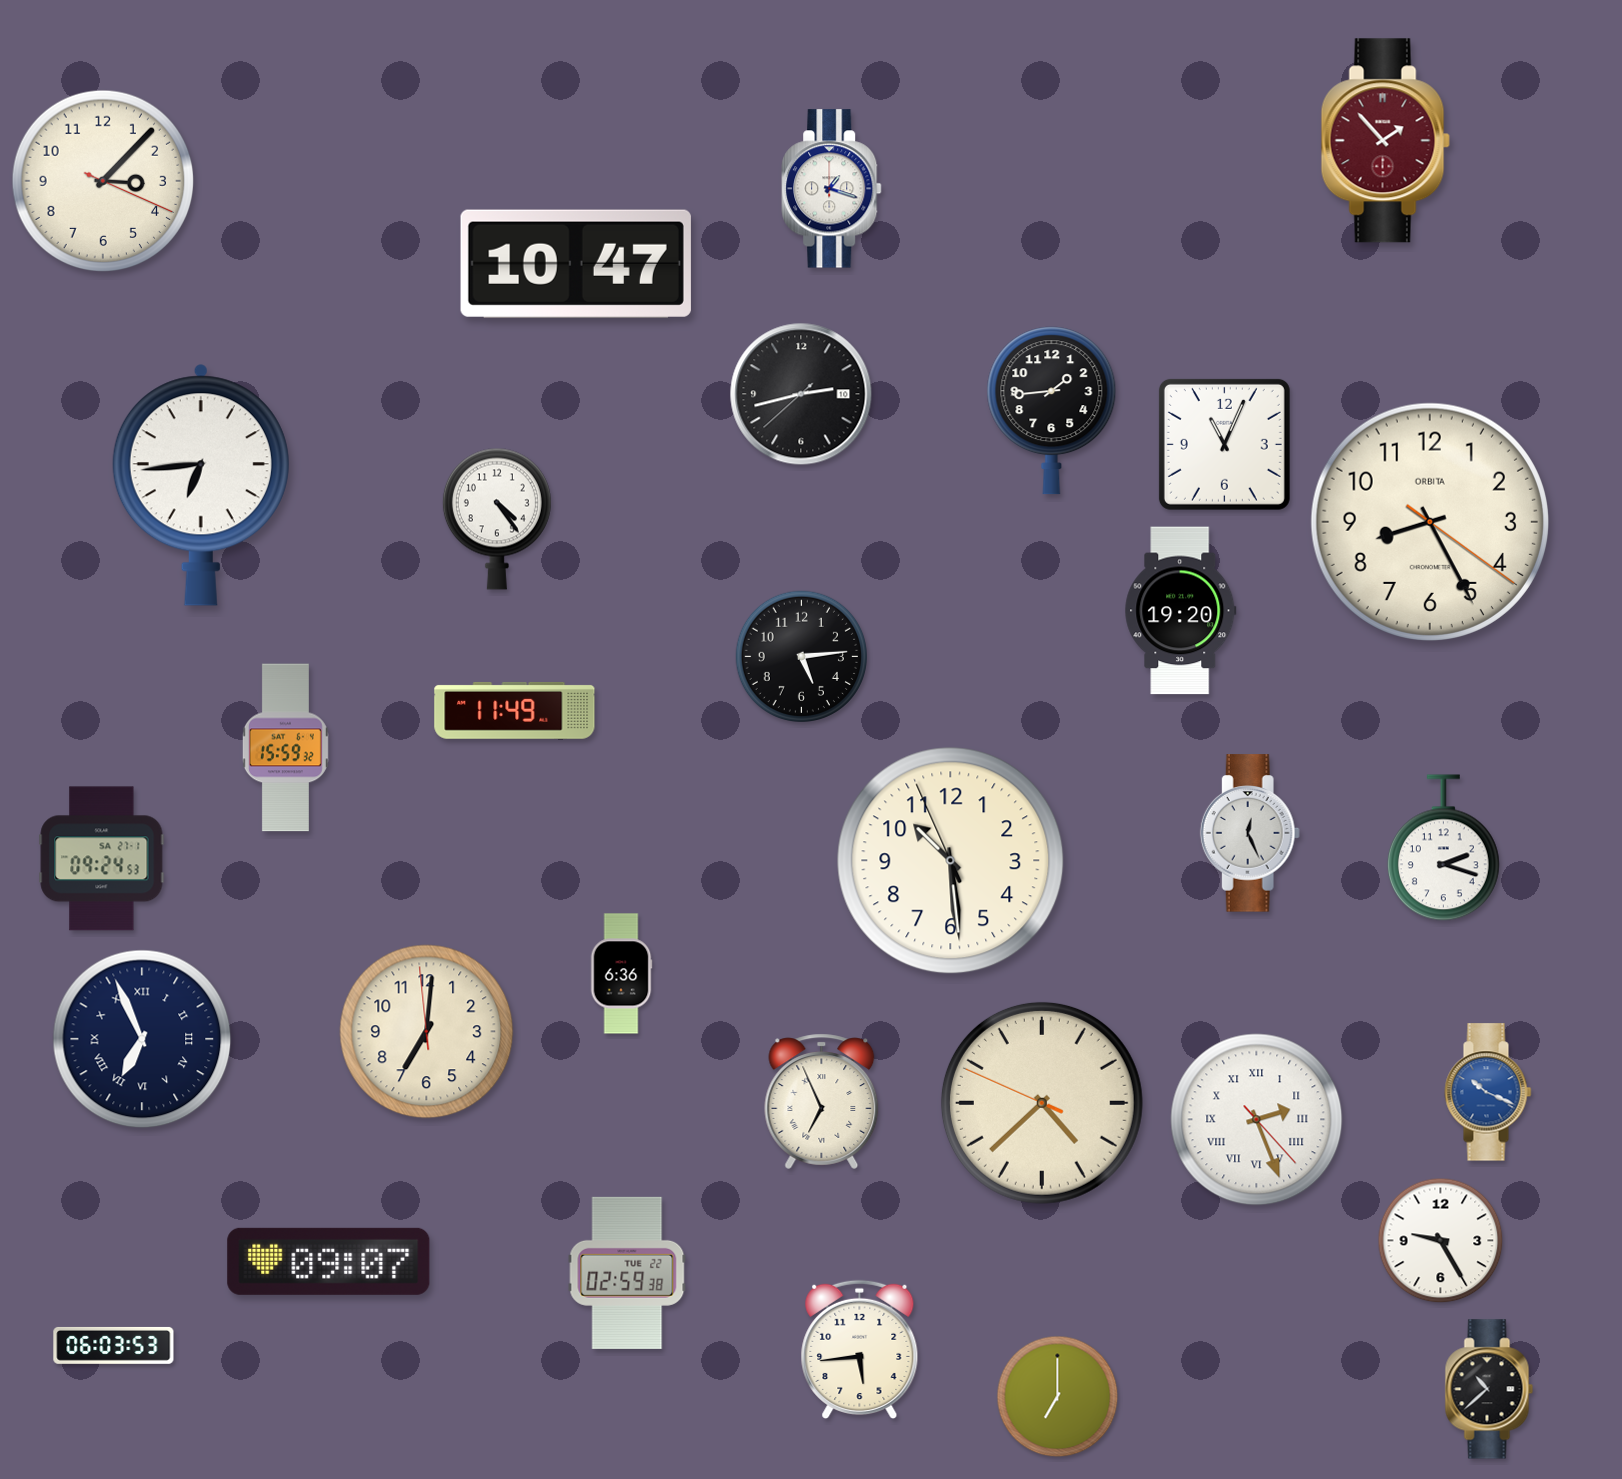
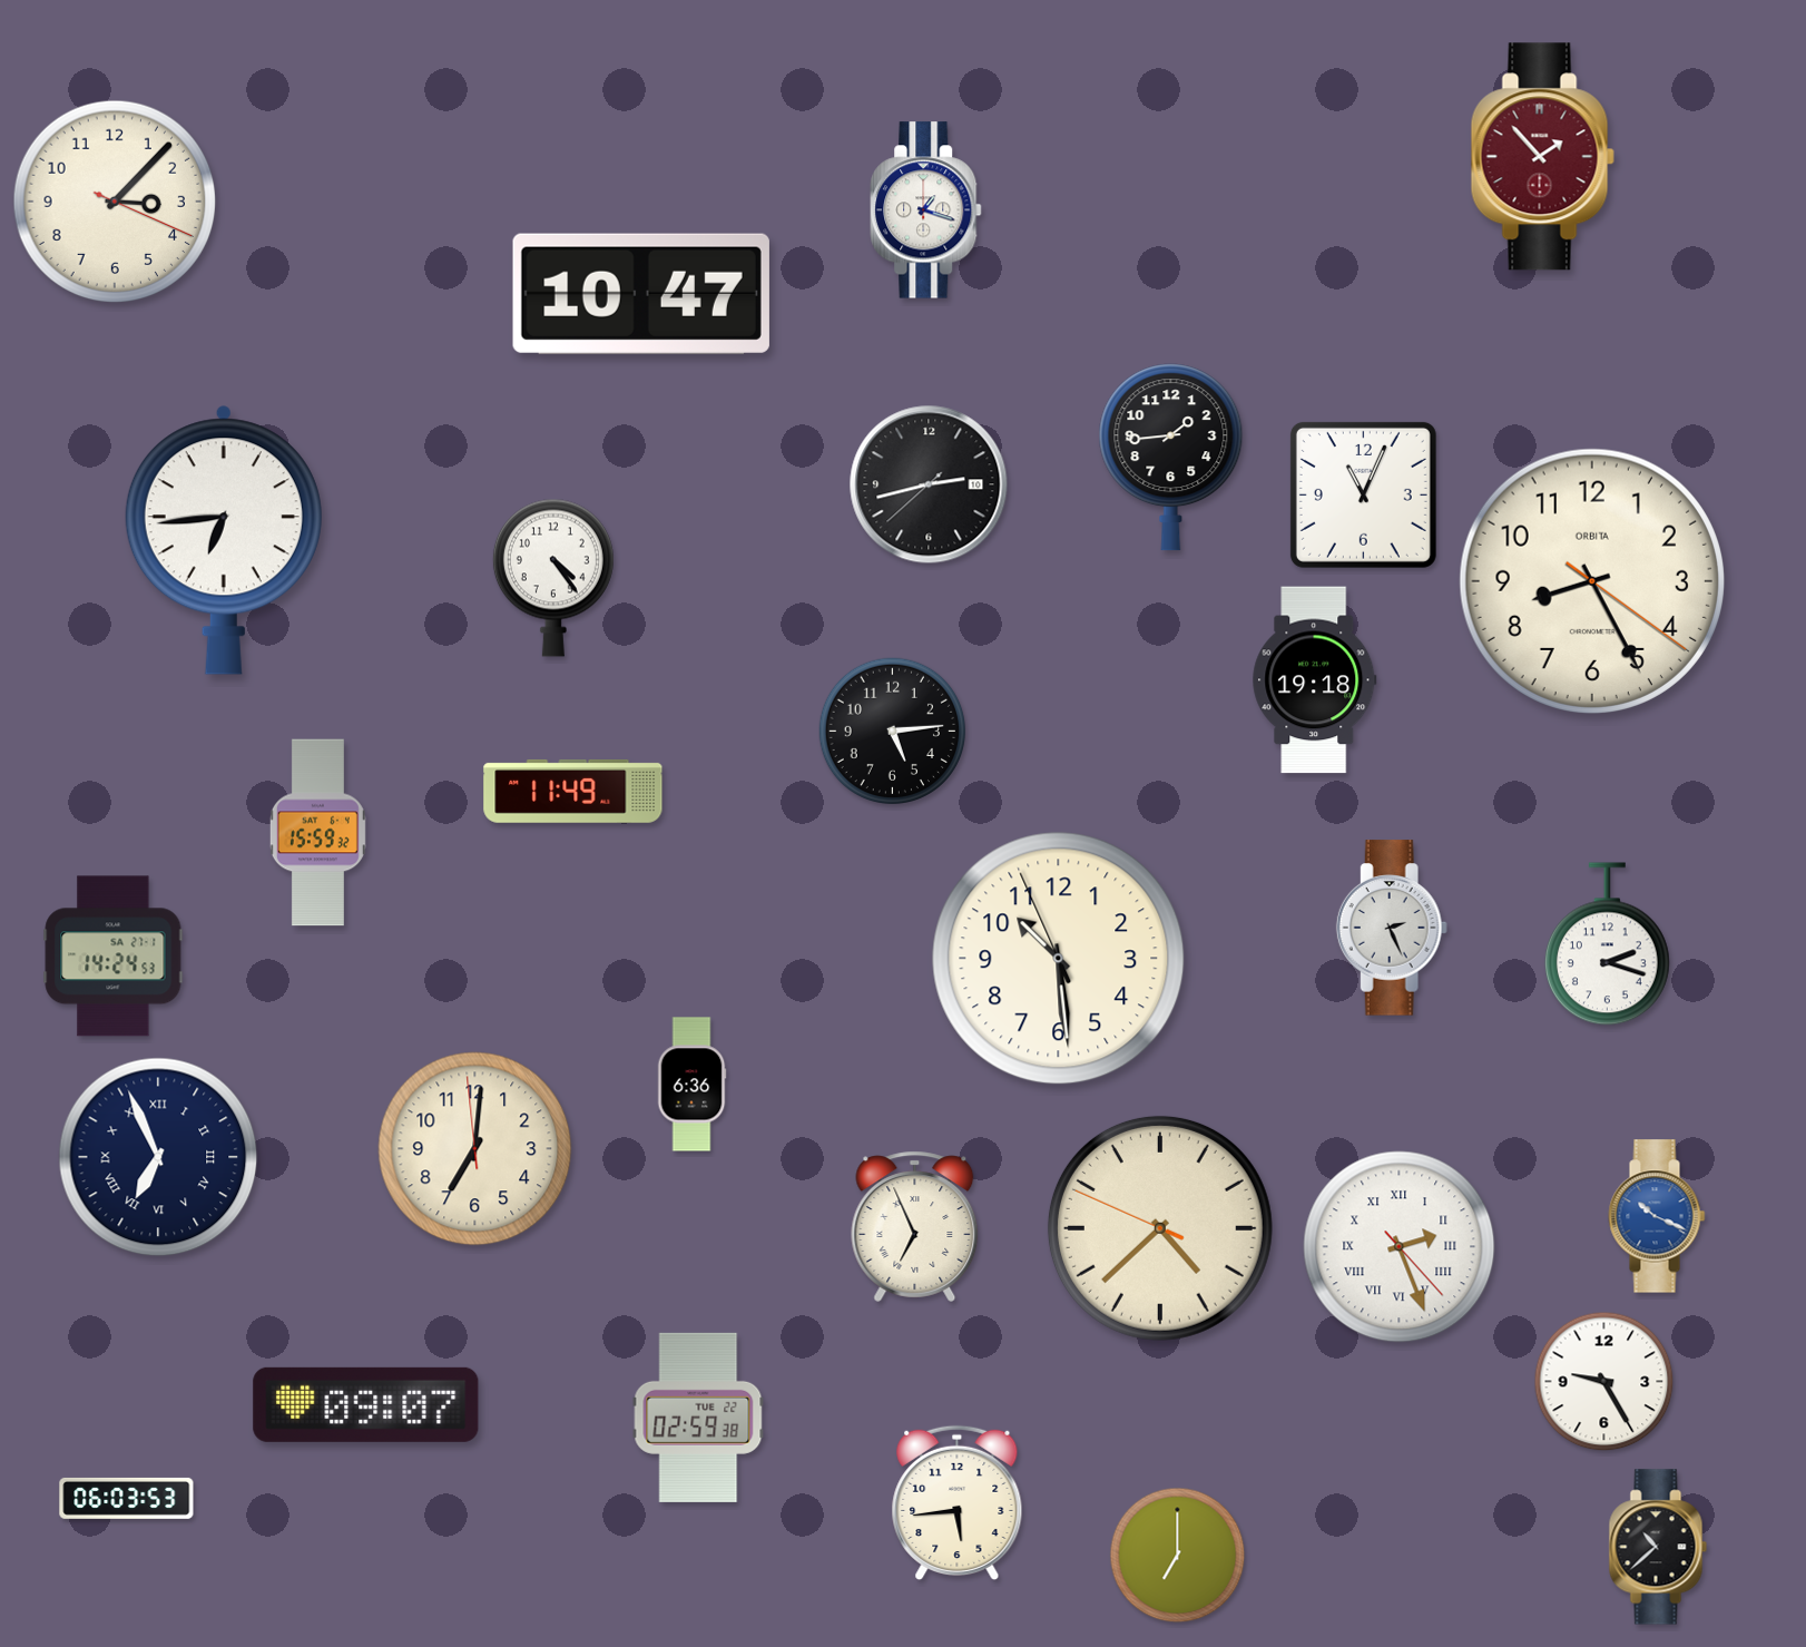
clock at (801, 394) position: (801, 394) -> (929, 484)
clock at (1181, 611): 19:20 -> 19:18
clock at (1250, 833): 12:26 -> 2:26
clock at (102, 859): 09:24 -> 14:24
